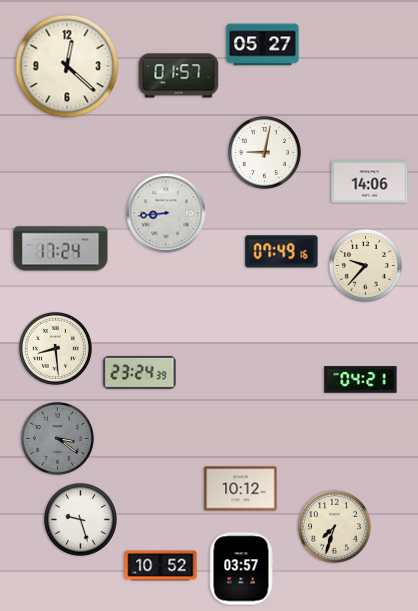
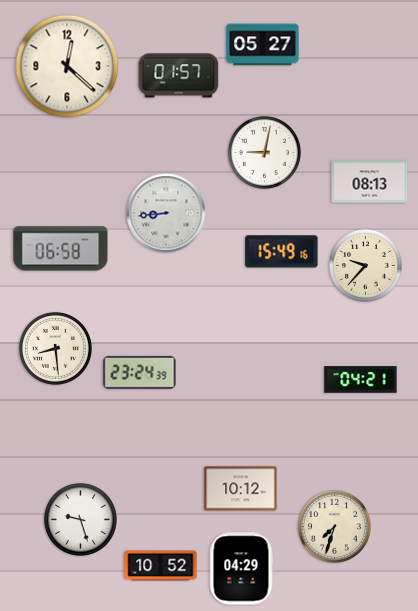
clock at (370, 182): 14:06 -> 08:13
clock at (61, 249): 17:24 -> 06:58
clock at (282, 252): 07:49 -> 15:49
clock at (57, 438): 3:21 -> none
clock at (241, 569): 03:57 -> 04:29
